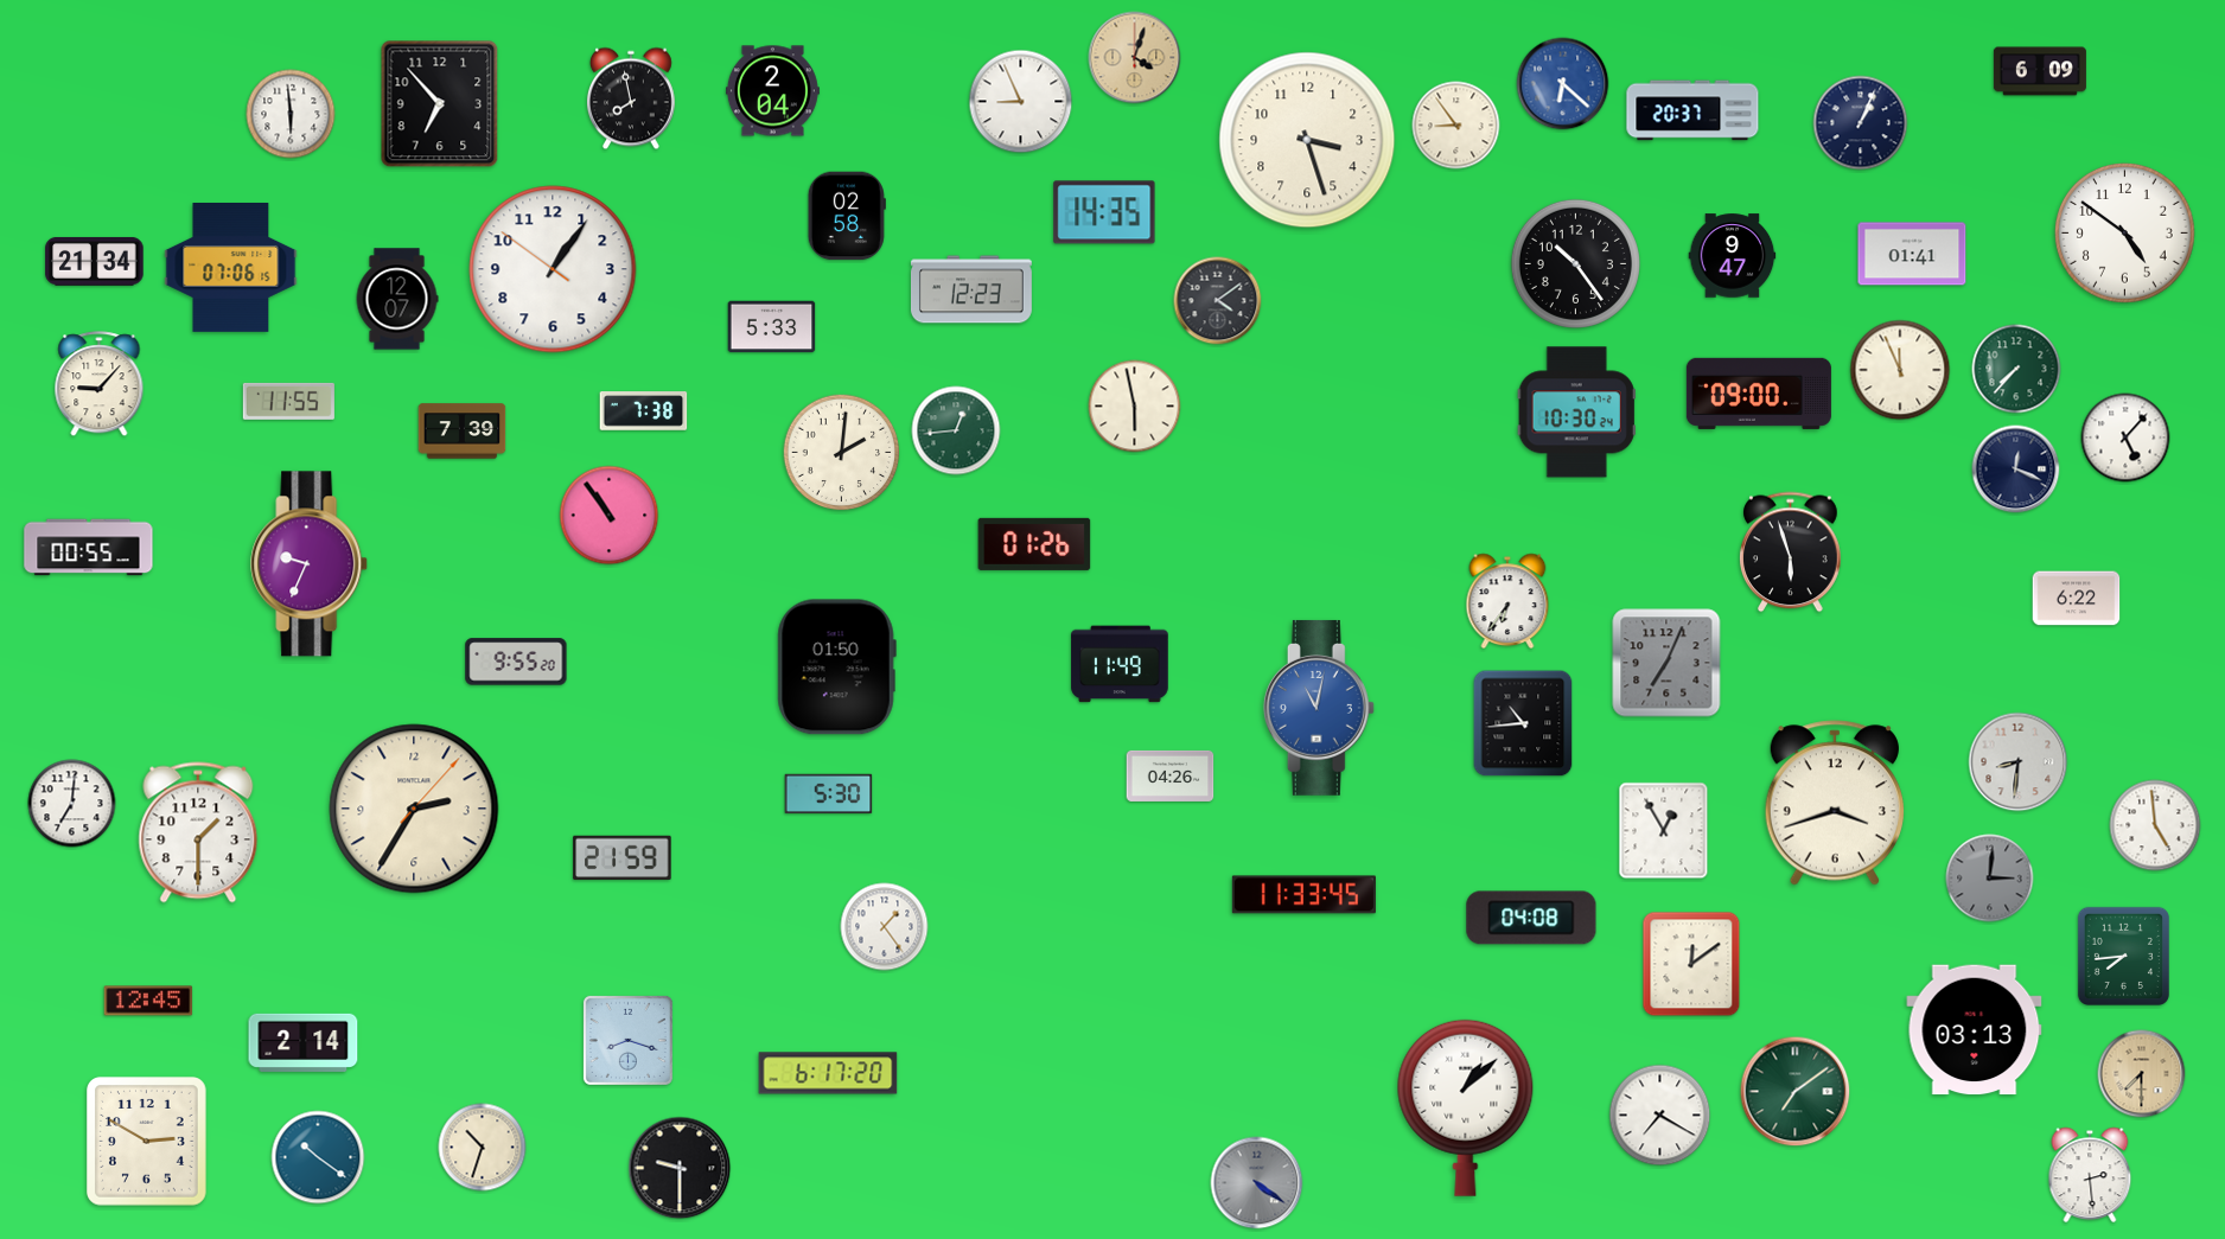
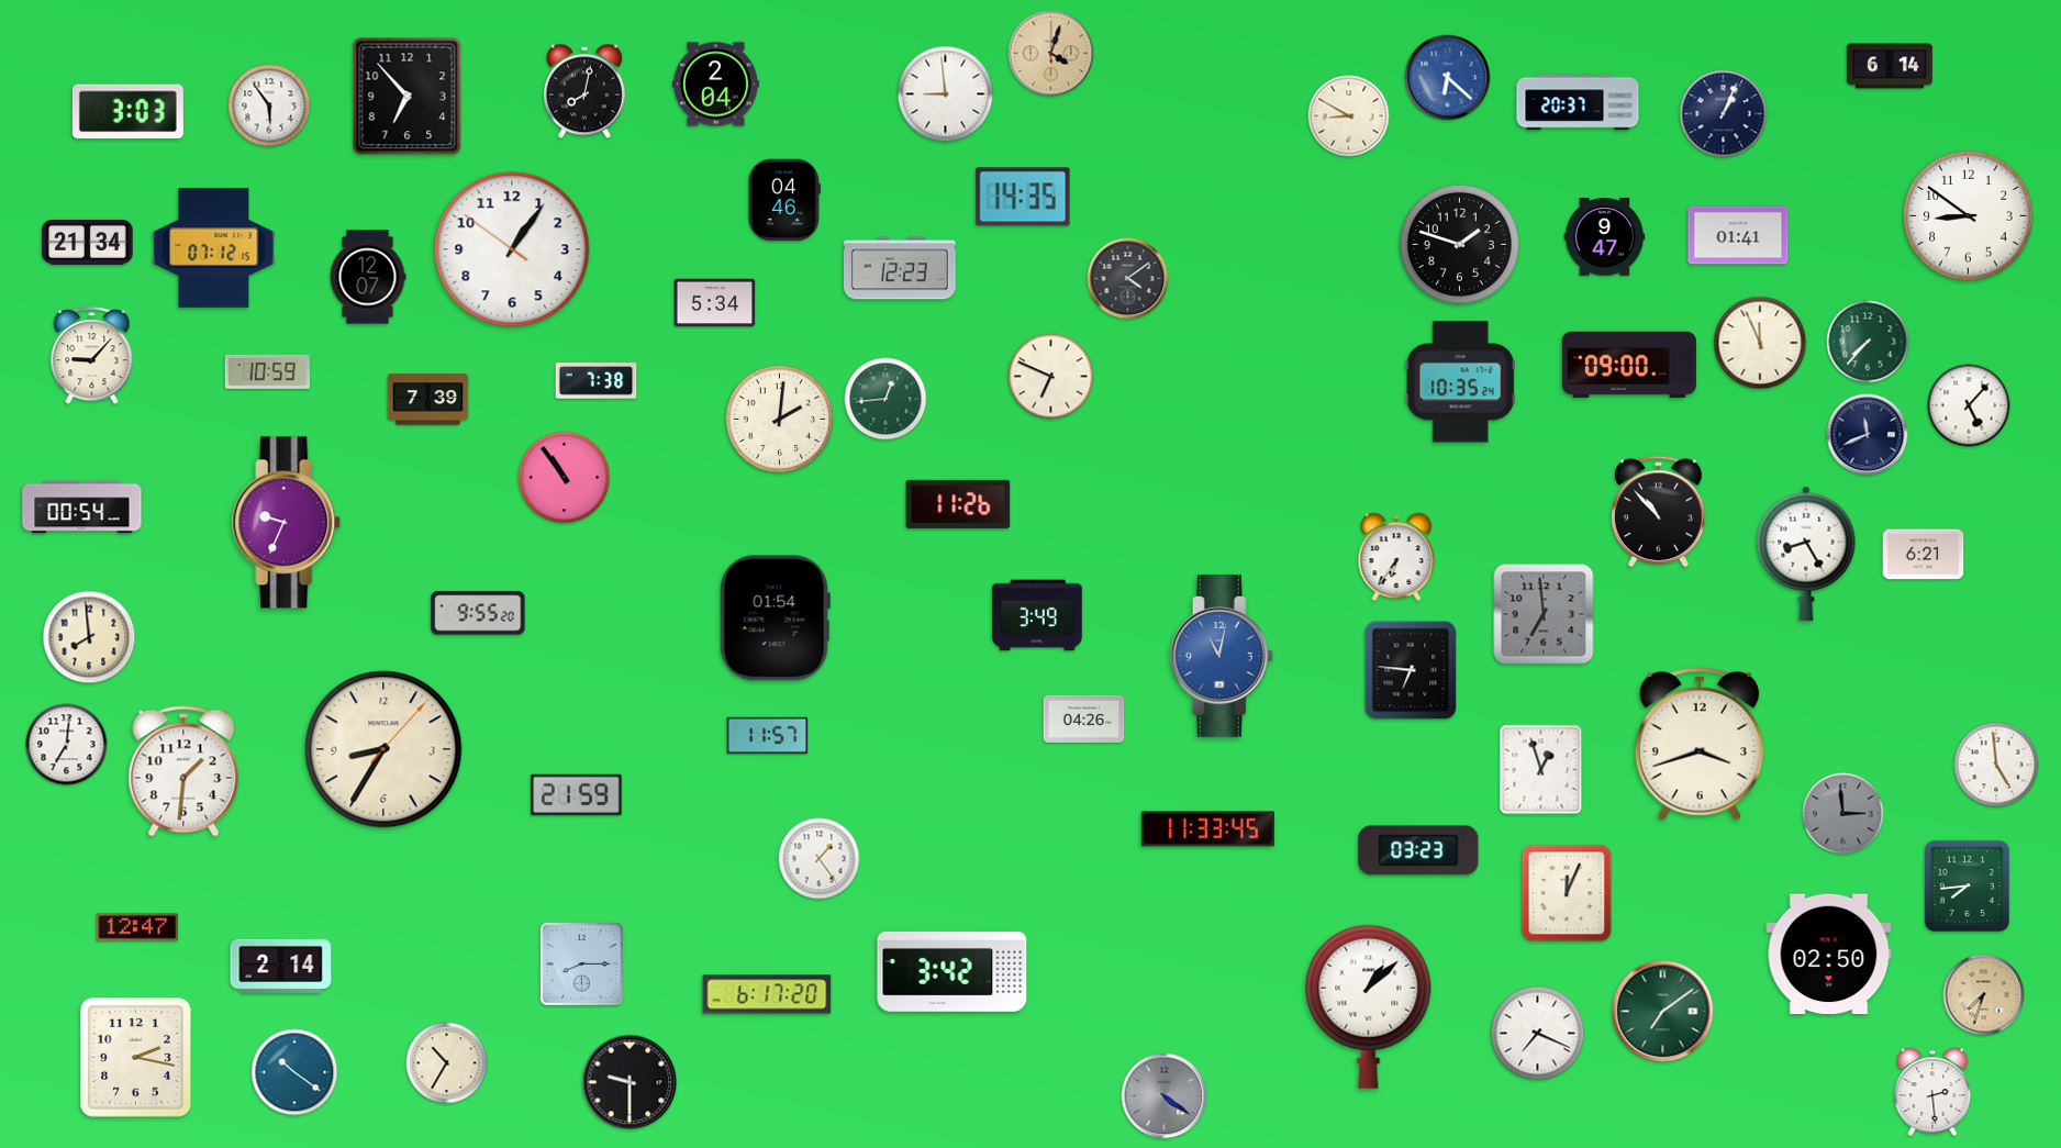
clock at (2040, 71): 6:09 -> 6:14
clock at (631, 98): 7:58 -> 8:02
clock at (1021, 102): 8:56 -> 8:59
clock at (1692, 110) position: (1692, 110) -> (1578, 102)
clock at (291, 114): 5:59 -> 5:54
clock at (127, 112): none -> 3:03
clock at (1456, 126): 8:54 -> 8:50
clock at (1307, 140): 3:27 -> none
clock at (847, 216): 02:58 -> 04:46
clock at (2125, 234): 4:51 -> 8:51
clock at (1912, 254) position: (1912, 254) -> (1738, 235)
clock at (1575, 263): 10:24 -> 1:48
clock at (231, 268): 07:06 -> 07:12
clock at (772, 327): 5:33 -> 5:34
clock at (288, 401): 11:55 -> 10:59
clock at (1135, 407): 5:58 -> 6:49
clock at (1576, 413): 10:30 -> 10:35
clock at (2016, 470): 12:19 -> 11:41
clock at (1034, 544): 01:26 -> 11:26
clock at (89, 548): 00:55 -> 00:54
clock at (1791, 553): 5:57 -> 10:53
clock at (1806, 554): none -> 8:25
clock at (2077, 599): 6:22 -> 6:21
clock at (1666, 663): 7:04 -> 6:59
clock at (1120, 664): 11:49 -> 3:49
clock at (836, 668): 01:50 -> 01:54
clock at (89, 637): none -> 7:59
clock at (1523, 723): 10:44 -> 6:46
clock at (2019, 762): 8:31 -> none
clock at (829, 794): 5:30 -> 11:57
clock at (414, 809): 2:35 -> 8:35
clock at (1664, 831): 12:55 -> 12:57
clock at (198, 832): 1:30 -> 1:31
clock at (1990, 879): 3:01 -> 2:59
clock at (1531, 918): 04:08 -> 03:23
clock at (1691, 964): 12:09 -> 12:04
clock at (148, 1001): 12:45 -> 12:47
clock at (1975, 1030): 03:13 -> 02:50
clock at (627, 1040): 8:18 -> 8:15
clock at (952, 971): none -> 3:42
clock at (2142, 1074): 7:30 -> 7:33
clock at (1466, 1107) position: (1466, 1107) -> (1369, 1006)
clock at (1660, 1116): 7:20 -> 7:19
clock at (147, 1142): 2:50 -> 2:17
clock at (483, 1148): 10:33 -> 10:35
clock at (2090, 1175) position: (2090, 1175) -> (1932, 1092)
